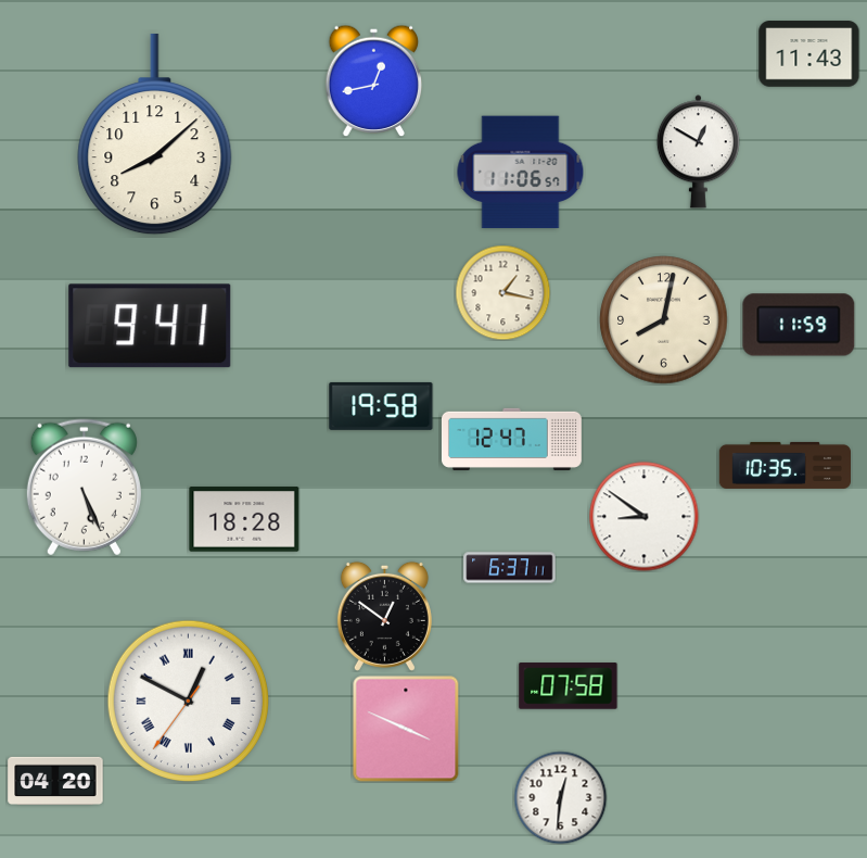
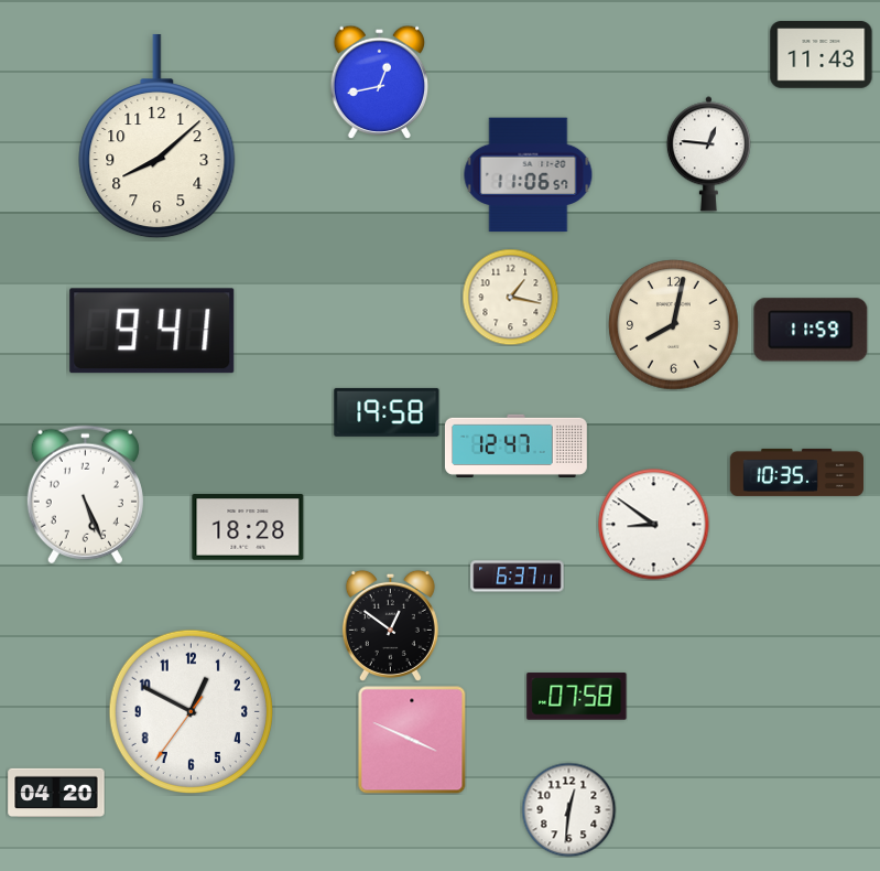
clock at (698, 152): 12:50 -> 12:46
clock at (511, 439) position: (511, 439) -> (515, 445)
clock at (188, 701) numerals: Roman -> Arabic
